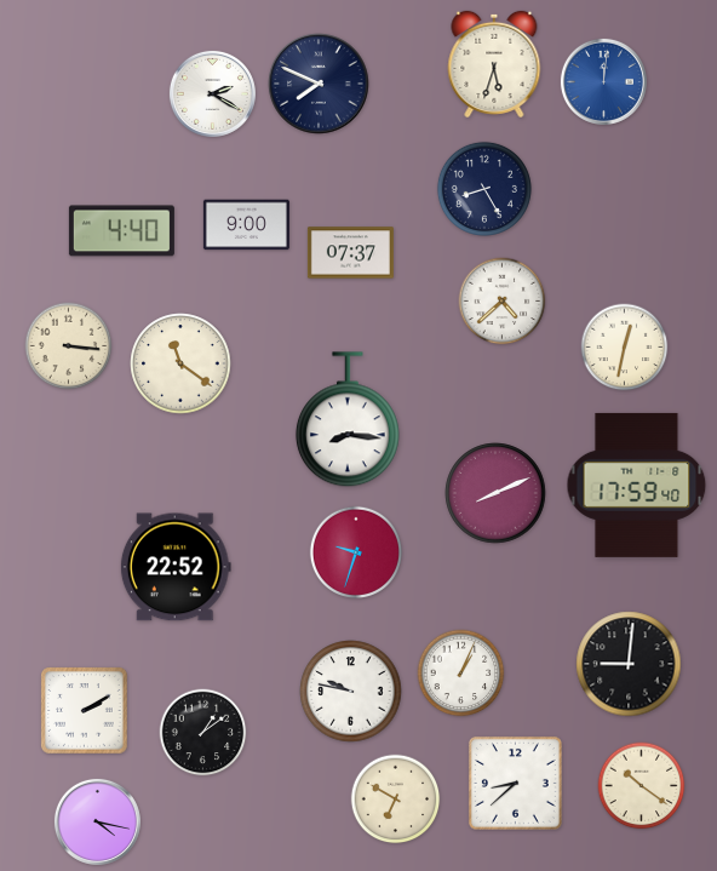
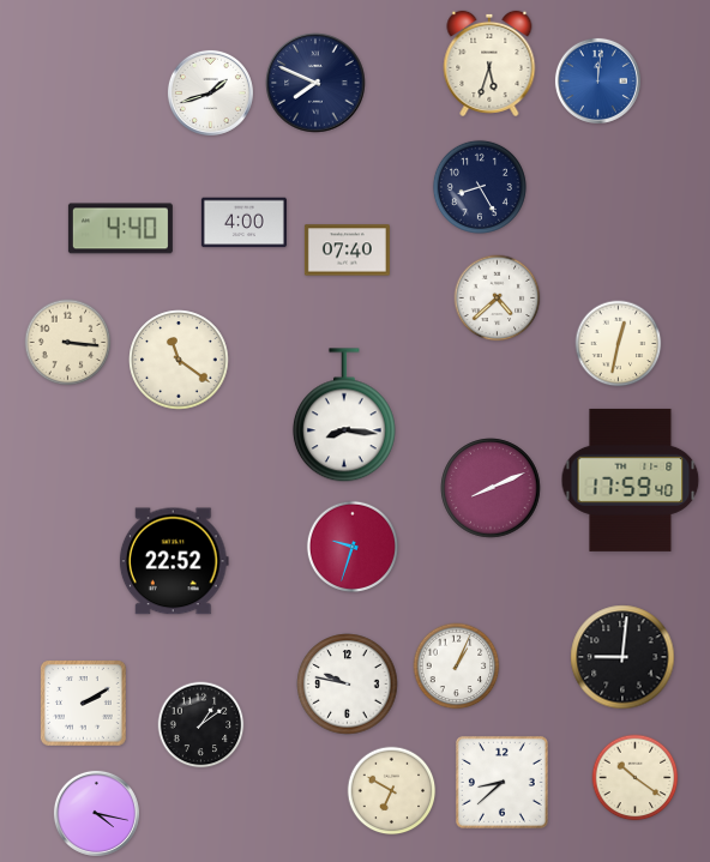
clock at (212, 93): 2:20 -> 1:42
clock at (246, 225): 9:00 -> 4:00
clock at (350, 253): 07:37 -> 07:40
clock at (515, 783) position: (515, 783) -> (501, 782)
